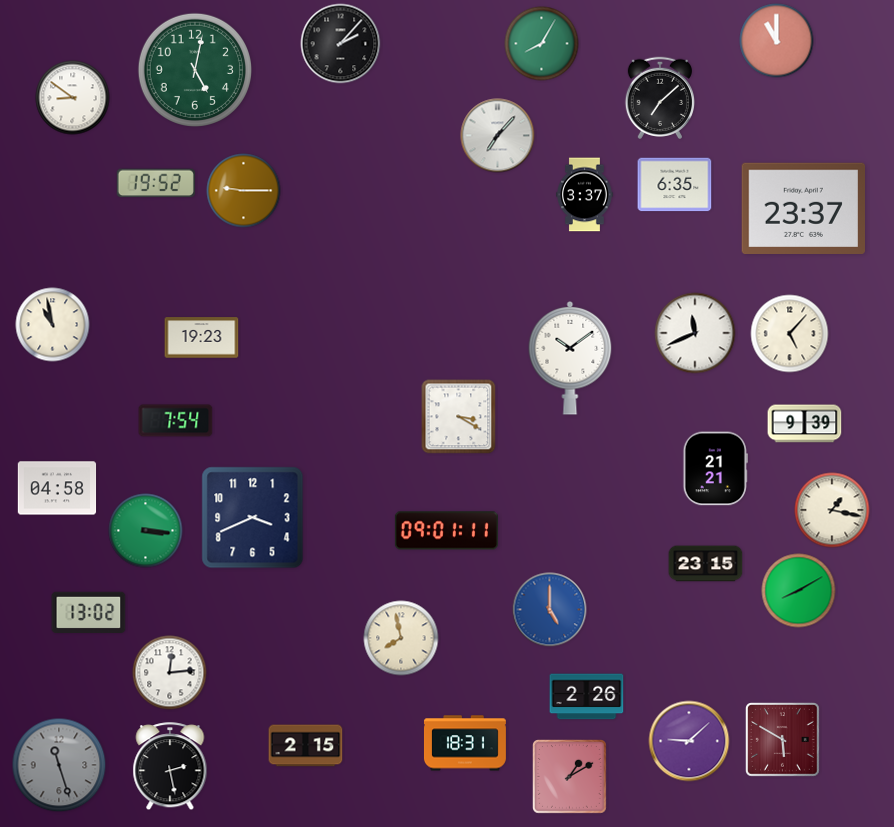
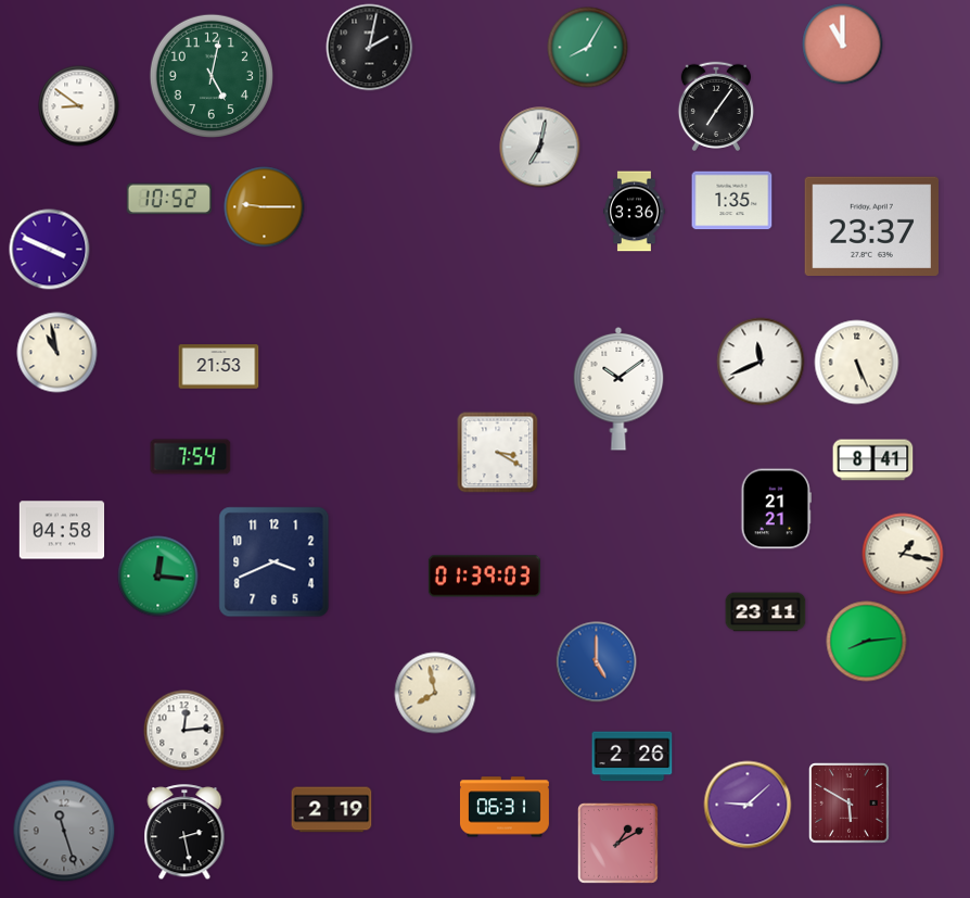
clock at (341, 44): 2:07 -> 2:02
clock at (659, 97): 7:08 -> 7:06
clock at (498, 136): 7:07 -> 7:02
clock at (156, 183): 19:52 -> 10:52
clock at (675, 185): 6:35 -> 1:35
clock at (585, 195): 3:37 -> 3:36
clock at (50, 250): none -> 3:49
clock at (695, 333) position: (695, 333) -> (761, 362)
clock at (790, 334): 5:07 -> 5:26
clock at (202, 338): 19:23 -> 21:53
clock at (805, 424): 9:39 -> 8:41
clock at (146, 531): 3:16 -> 12:16
clock at (446, 531): 09:01 -> 01:39
clock at (706, 564): 23:15 -> 23:11
clock at (799, 591): 8:10 -> 8:14
clock at (89, 613): 13:02 -> none
clock at (587, 697) position: (587, 697) -> (633, 757)
clock at (465, 743): 18:31 -> 06:31
clock at (306, 746): 2:15 -> 2:19
